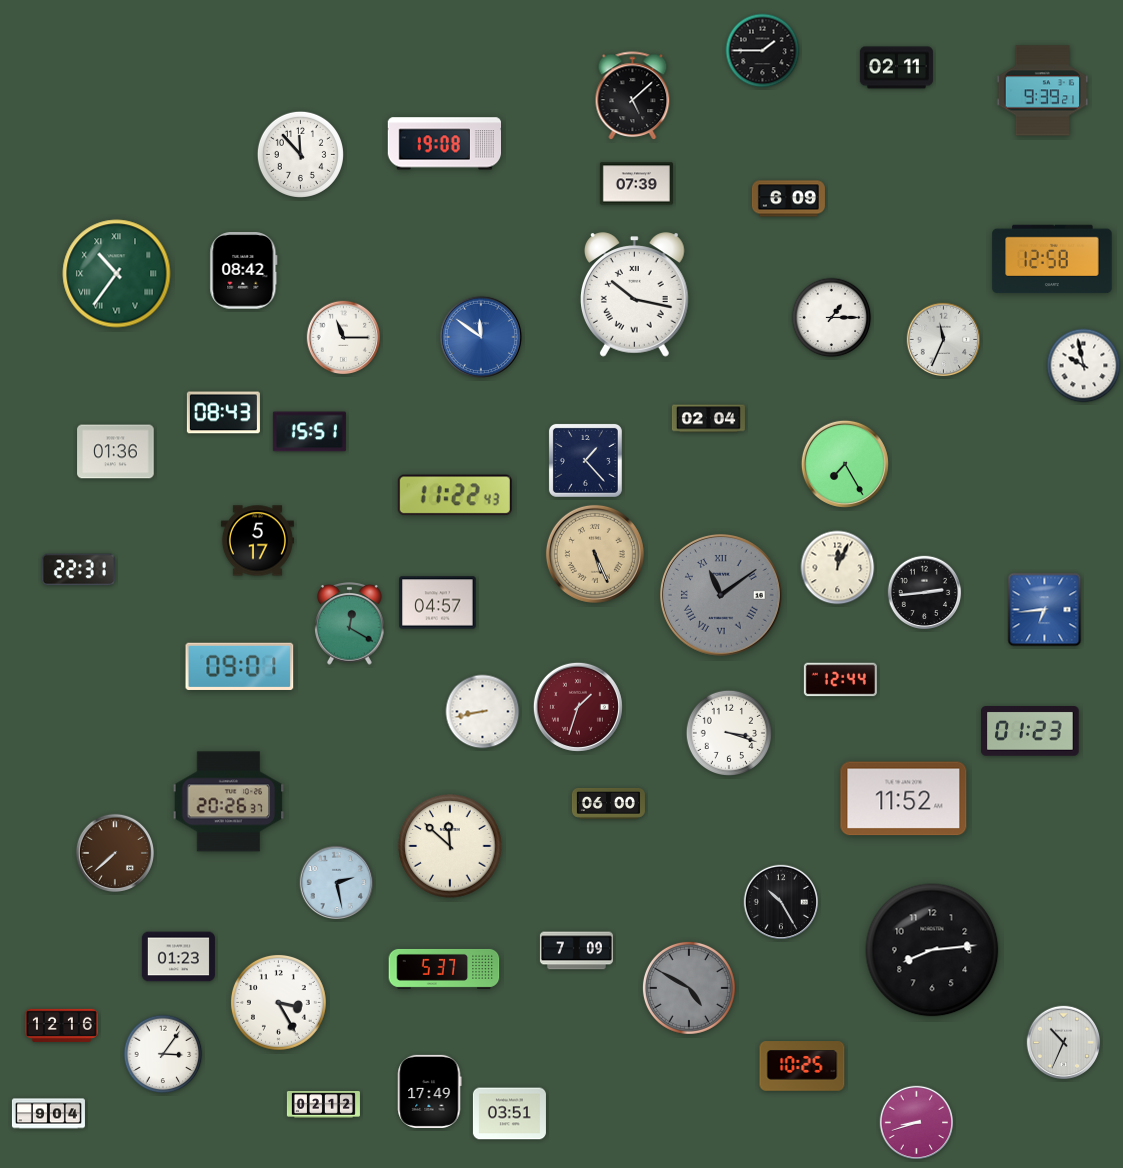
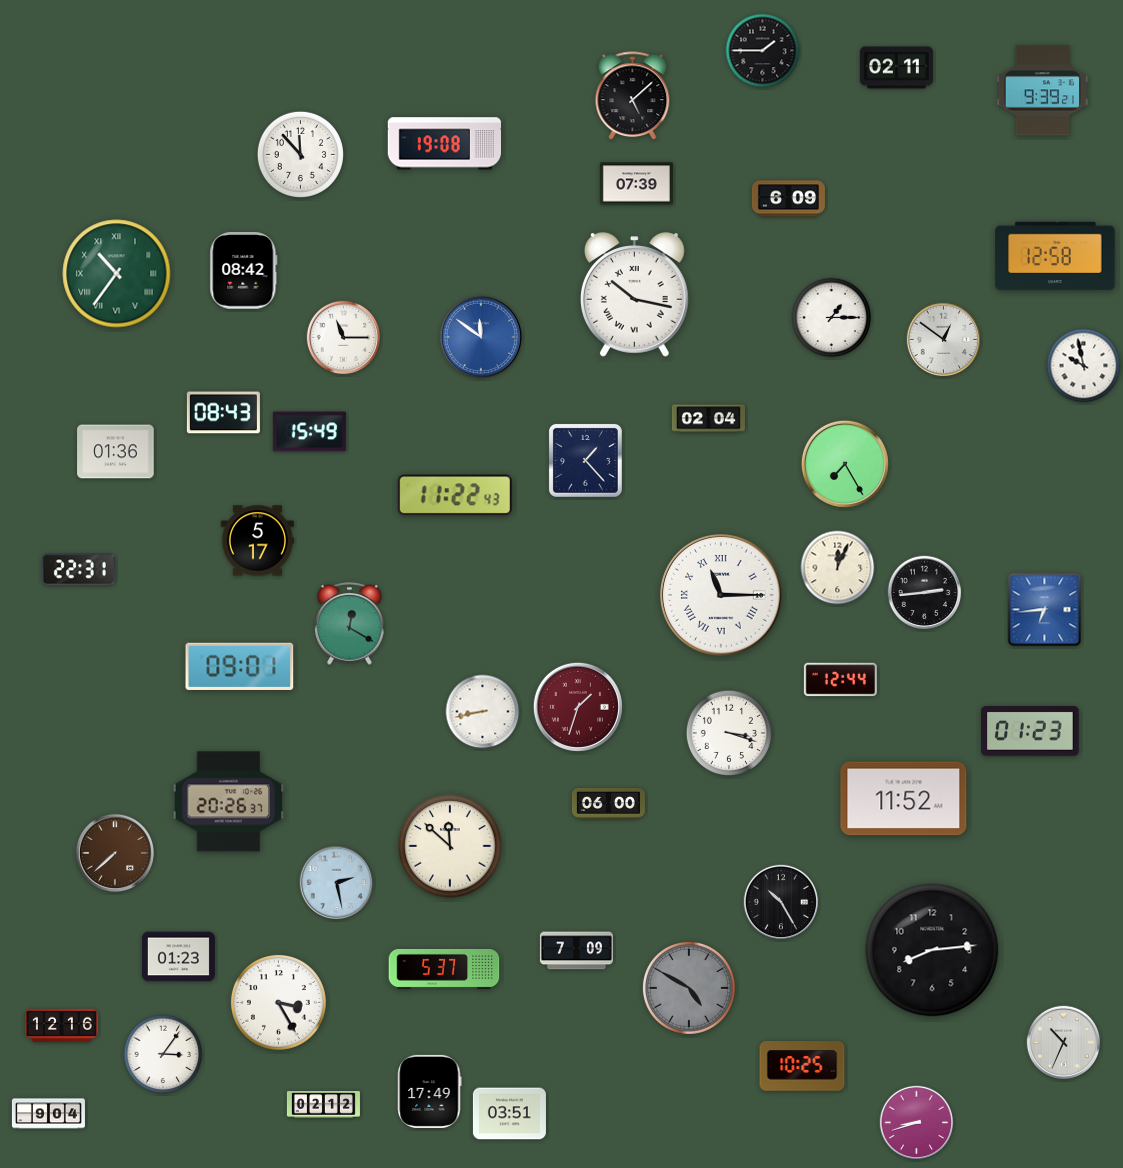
clock at (1052, 259) position: (1052, 259) -> (1055, 256)
clock at (944, 340): 11:34 -> 12:51
clock at (309, 432): 15:51 -> 15:49
clock at (595, 554): 5:26 -> none
clock at (722, 596): 11:09 -> 11:15
clock at (722, 596) dial: grey -> white
clock at (438, 603): 04:57 -> none
